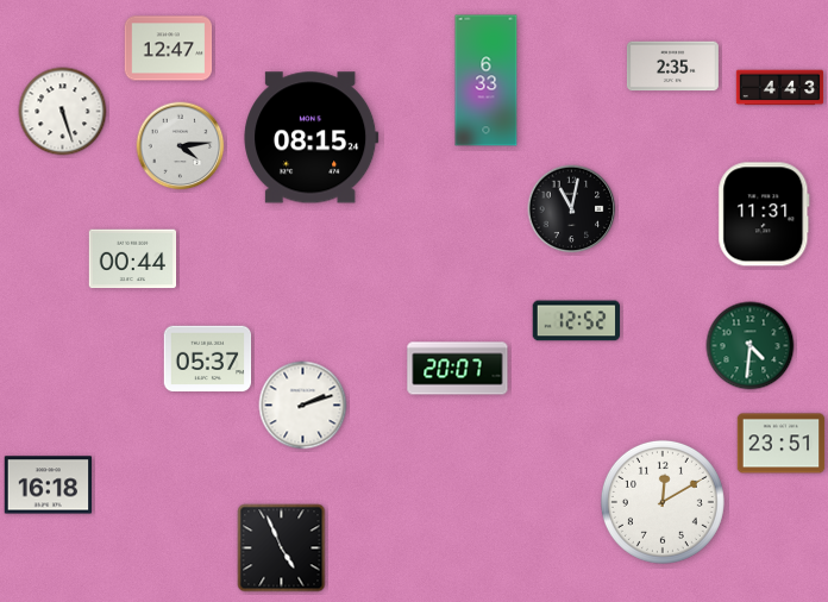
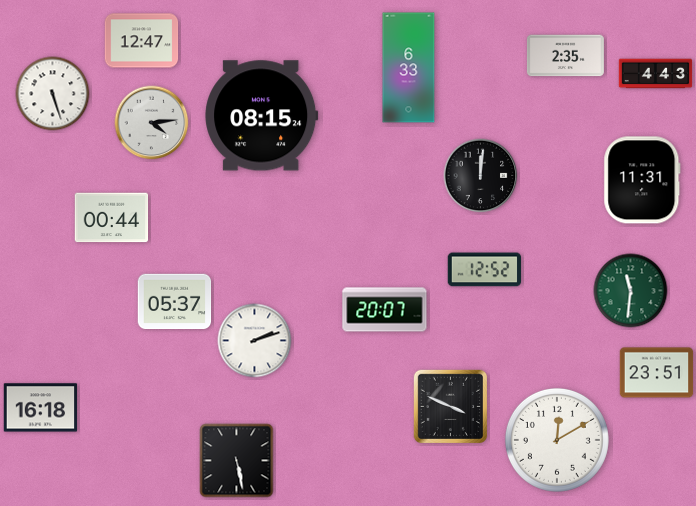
clock at (572, 209): 11:02 -> 12:01
clock at (751, 346): 4:31 -> 11:31
clock at (450, 406): none -> 3:49
clock at (663, 502) position: (663, 502) -> (557, 440)
clock at (282, 548): 4:56 -> 5:28
